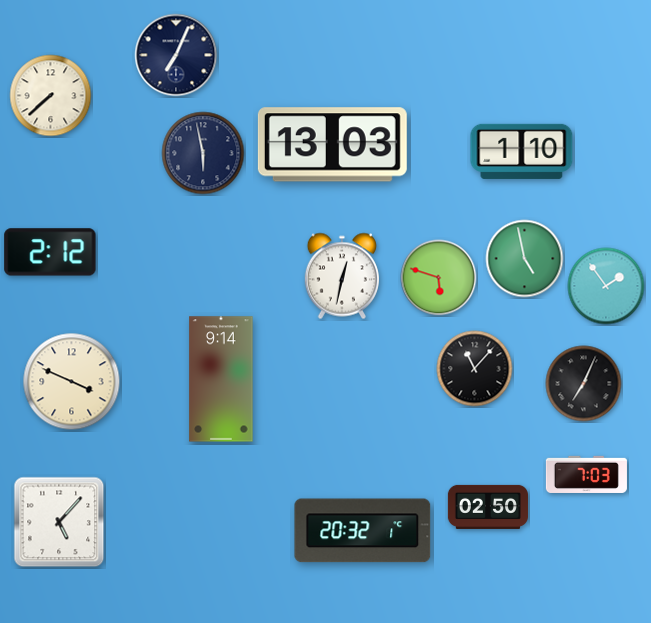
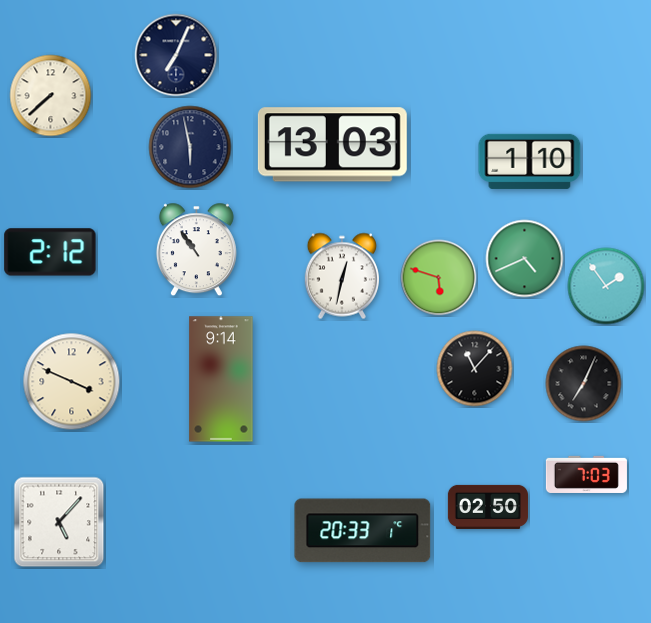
clock at (522, 151) position: (522, 151) -> (530, 161)
clock at (203, 153) position: (203, 153) -> (190, 147)
clock at (196, 250): none -> 10:54
clock at (525, 259): 4:58 -> 4:41
clock at (363, 531): 20:32 -> 20:33
